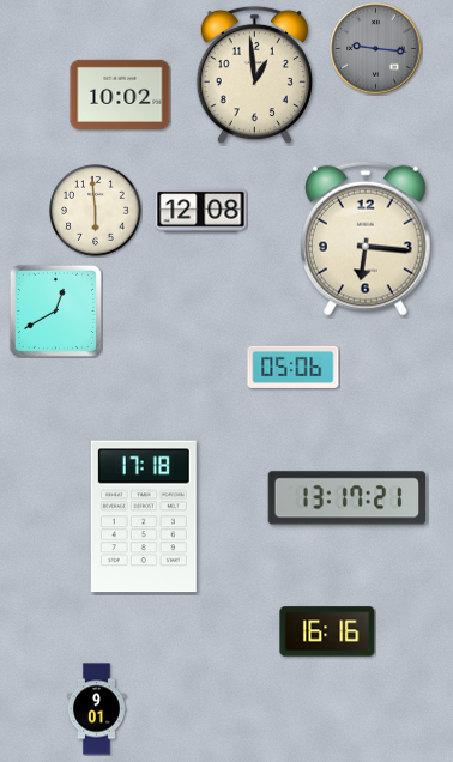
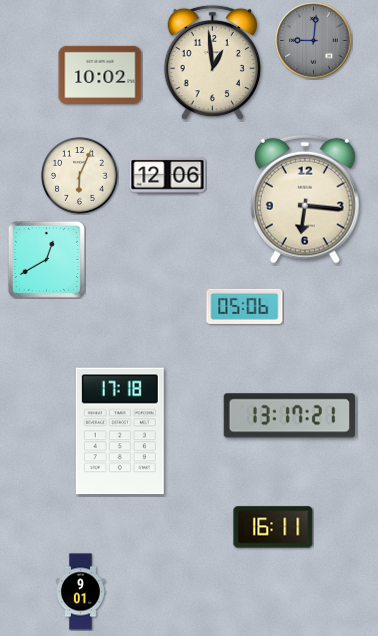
clock at (376, 49): 9:16 -> 9:01
clock at (120, 95) position: (120, 95) -> (100, 75)
clock at (201, 210): 12:08 -> 12:06
clock at (96, 211): 5:59 -> 6:04
clock at (327, 631): 16:16 -> 16:11
